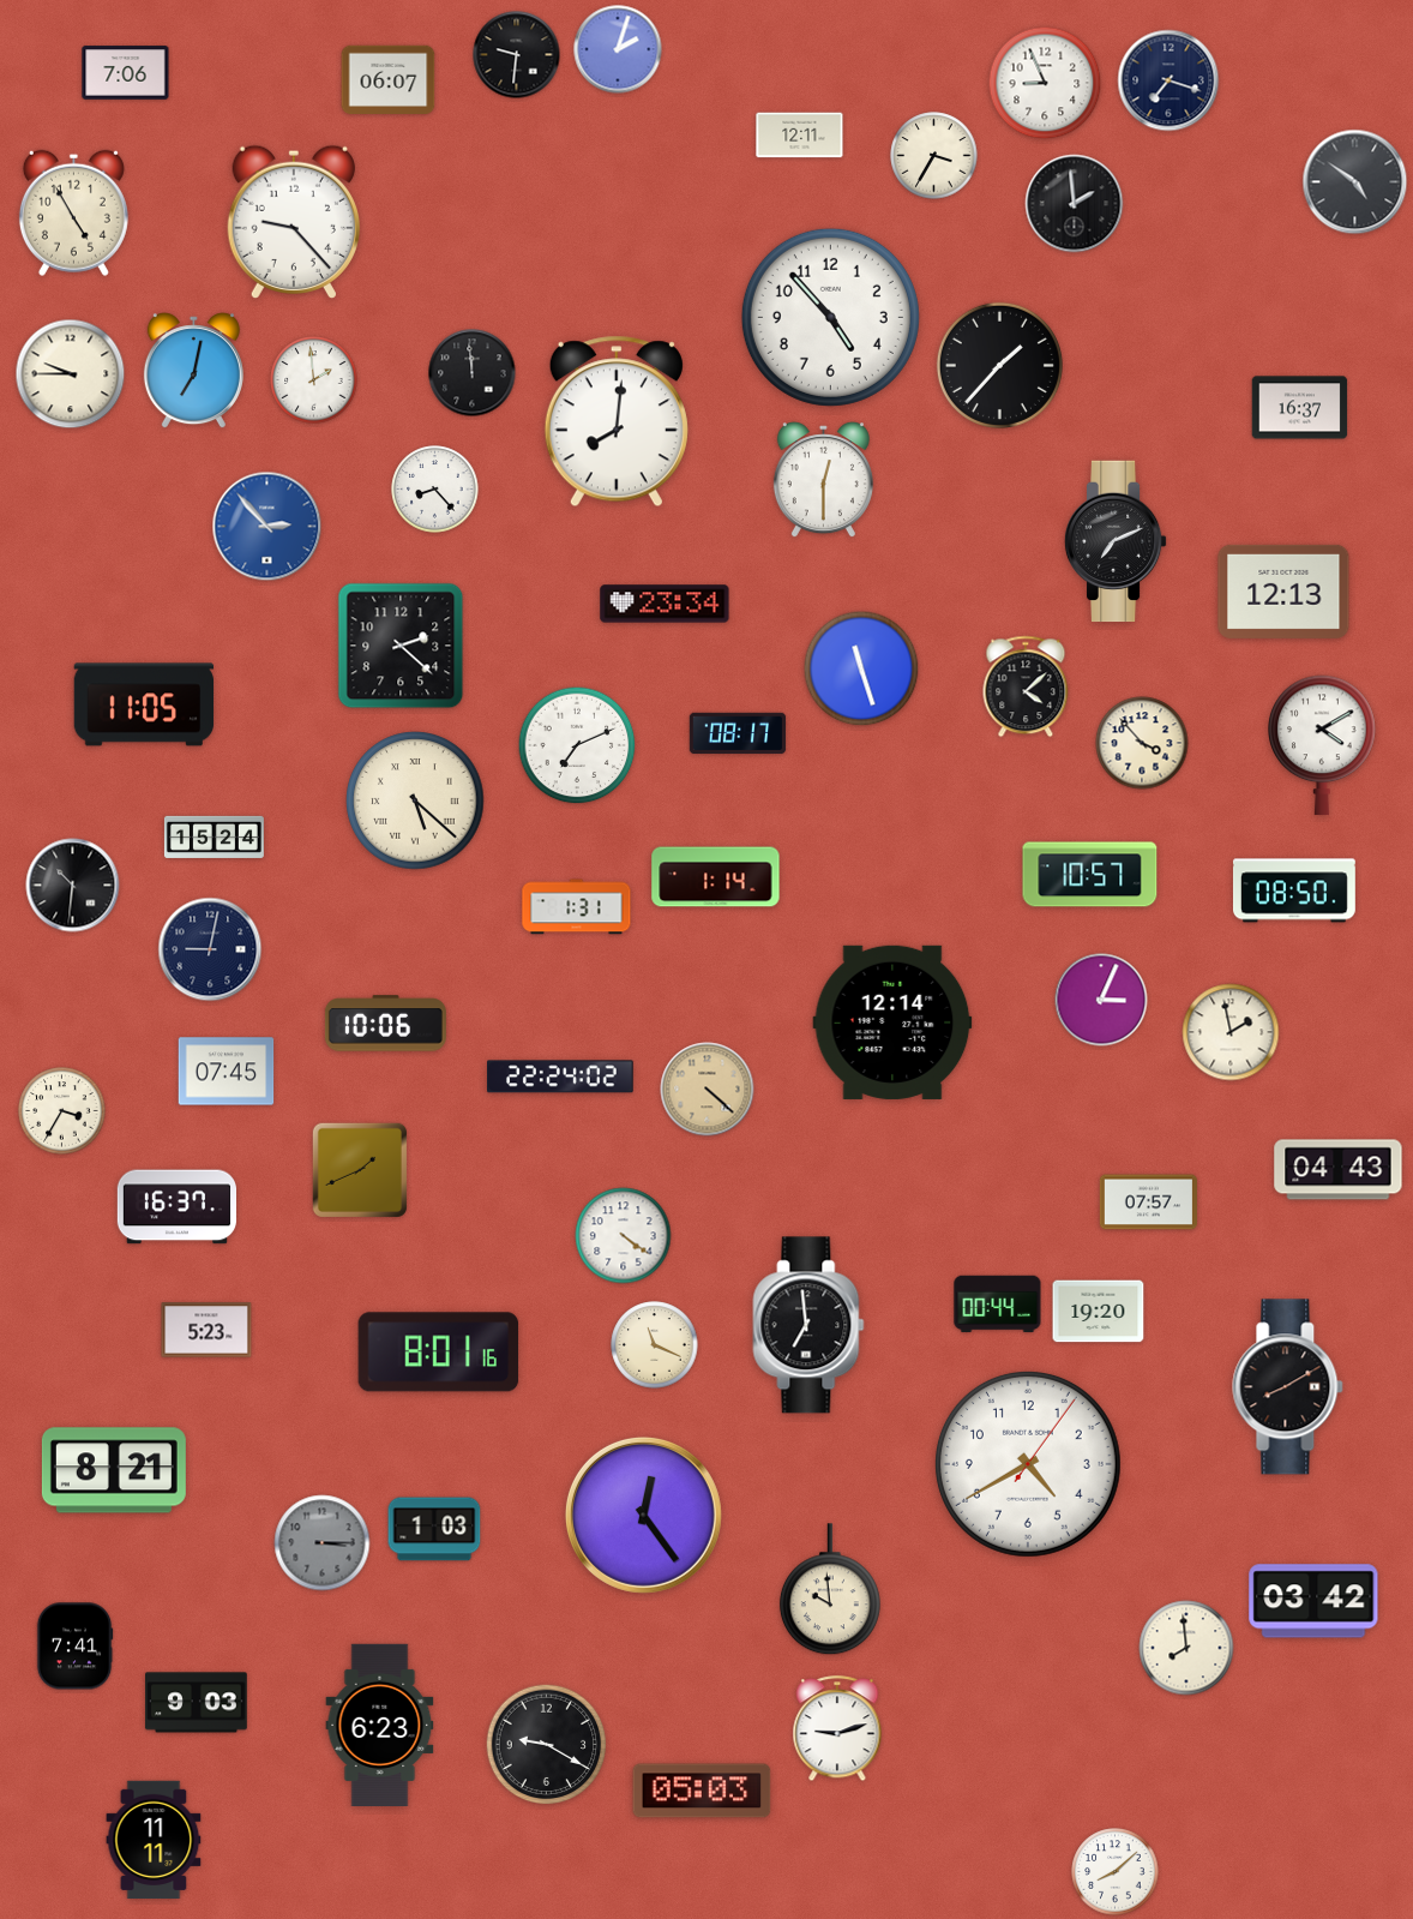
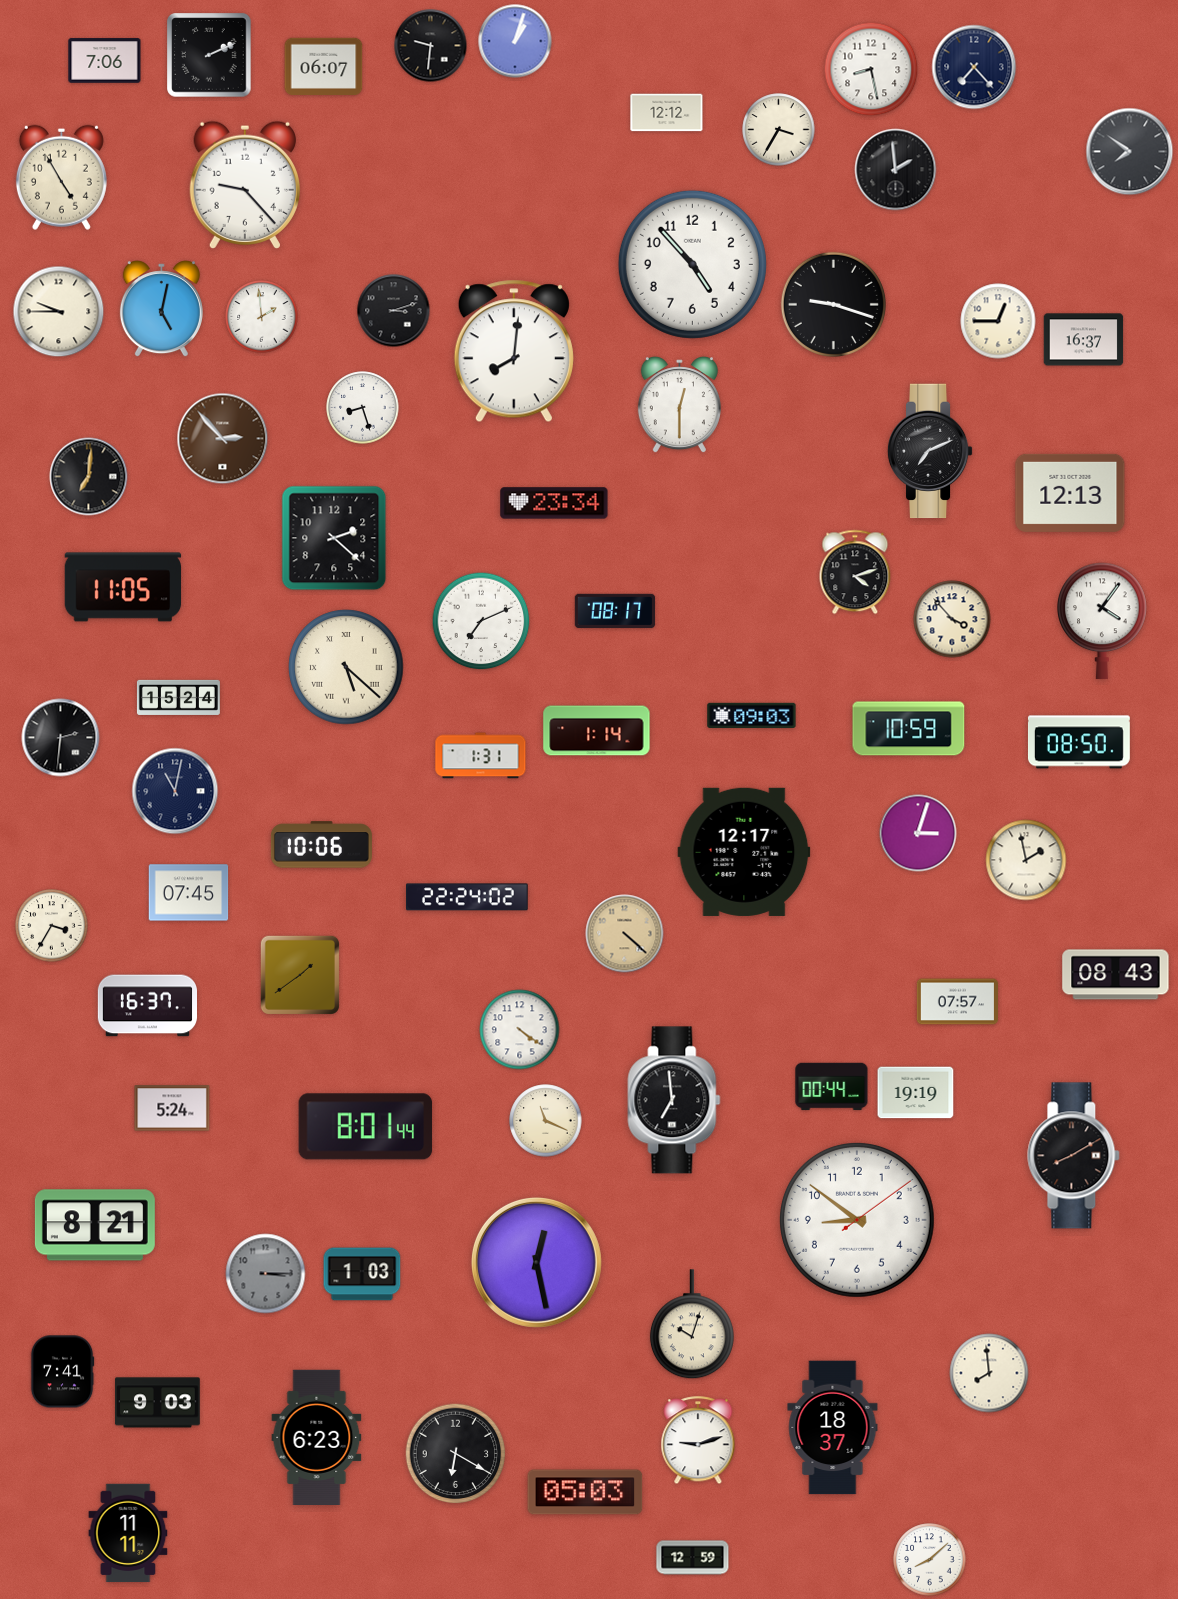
clock at (618, 49): 2:03 -> 1:03
clock at (209, 55): none -> 2:11
clock at (1168, 80): 7:18 -> 7:23
clock at (1045, 83): 8:56 -> 8:28
clock at (800, 136): 12:11 -> 12:12
clock at (1355, 182): 4:51 -> 7:51
clock at (999, 365): 1:37 -> 9:18
clock at (193, 371): 7:02 -> 5:02
clock at (473, 373): 11:59 -> 3:12
clock at (998, 321): none -> 12:45
clock at (823, 480) position: (823, 480) -> (679, 405)
clock at (435, 490): 8:23 -> 8:27
clock at (267, 527) dial: blue -> brown
clock at (89, 477): none -> 7:01
clock at (861, 668): 11:27 -> none
clock at (1026, 686): 4:08 -> 4:12
clock at (144, 704) position: (144, 704) -> (123, 587)
clock at (1322, 745): 4:10 -> 4:06
clock at (752, 716): none -> 09:03
clock at (1090, 875): 10:57 -> 10:59
clock at (73, 886): 10:31 -> 2:31
clock at (210, 949): 9:02 -> 11:02
clock at (1101, 1000): 3:04 -> 3:03
clock at (892, 1023): 12:14 -> 12:17
clock at (385, 1024) position: (385, 1024) -> (321, 845)
clock at (708, 1090) position: (708, 1090) -> (625, 934)
clock at (359, 1169): 1:41 -> 1:39
clock at (1339, 1170): 04:43 -> 08:43
clock at (1099, 1312): 19:20 -> 19:19
clock at (808, 1325) position: (808, 1325) -> (674, 1100)
clock at (206, 1330): 5:23 -> 5:24
clock at (439, 1353): 8:01:16 -> 8:01:44
clock at (1028, 1464): 4:40 -> 8:51
clock at (643, 1515): 12:24 -> 12:28
clock at (323, 1543) position: (323, 1543) -> (266, 1274)
clock at (830, 1590): 9:59 -> 10:03
clock at (1313, 1601): 03:42 -> none
clock at (197, 1703) position: (197, 1703) -> (158, 1403)
clock at (833, 1428): none -> 18:37
clock at (547, 1745): 9:20 -> 6:20
clock at (693, 1558): none -> 12:59
